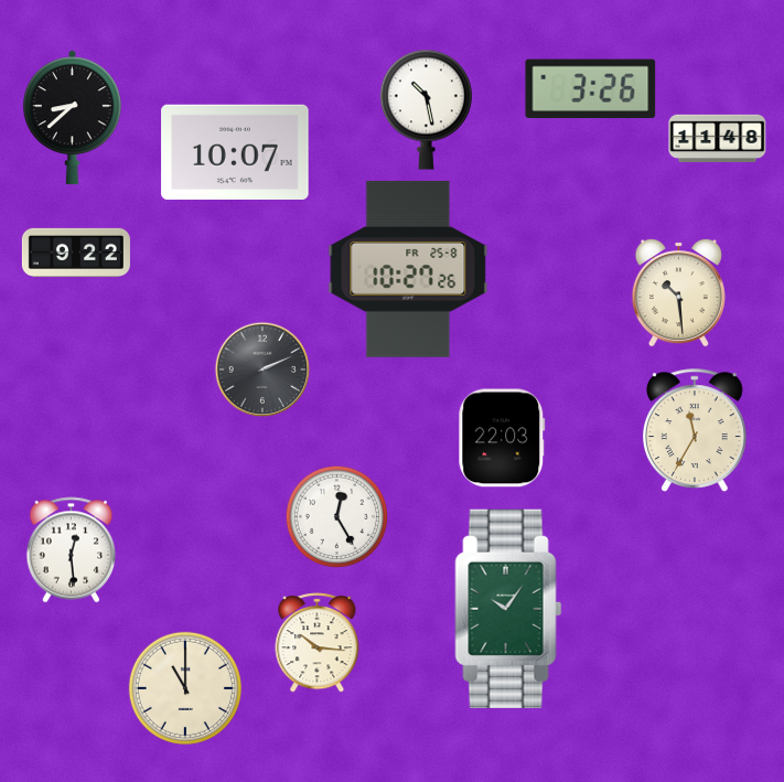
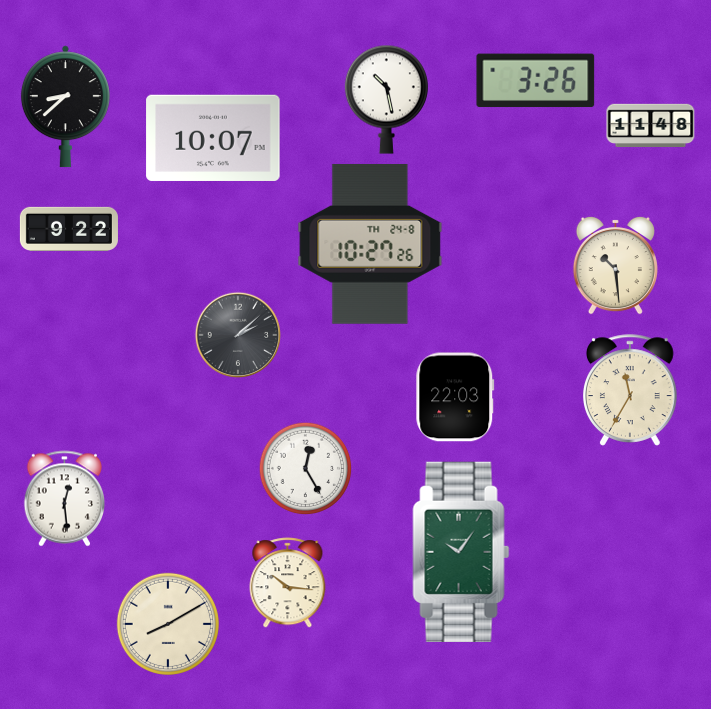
clock at (408, 269) date: FR 25-8 -> TH 24-8
clock at (261, 368): 2:11 -> 2:08
clock at (185, 688): 11:00 -> 8:10
